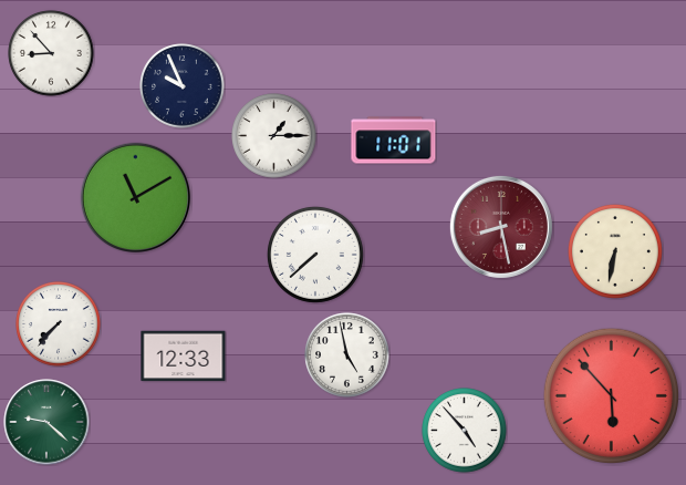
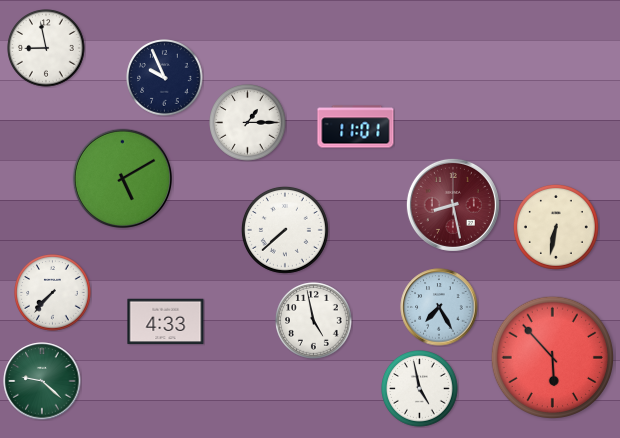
clock at (51, 53): 8:53 -> 8:58
clock at (135, 197): 11:10 -> 5:10
clock at (439, 307): none -> 7:25
clock at (184, 357): 12:33 -> 4:33
clock at (465, 431): 4:53 -> 4:58
